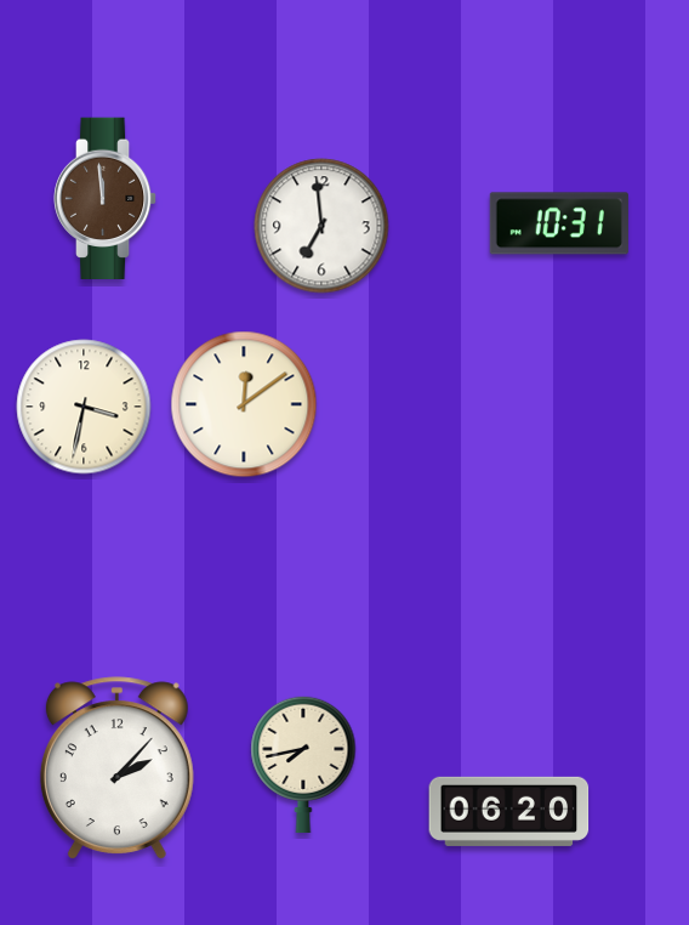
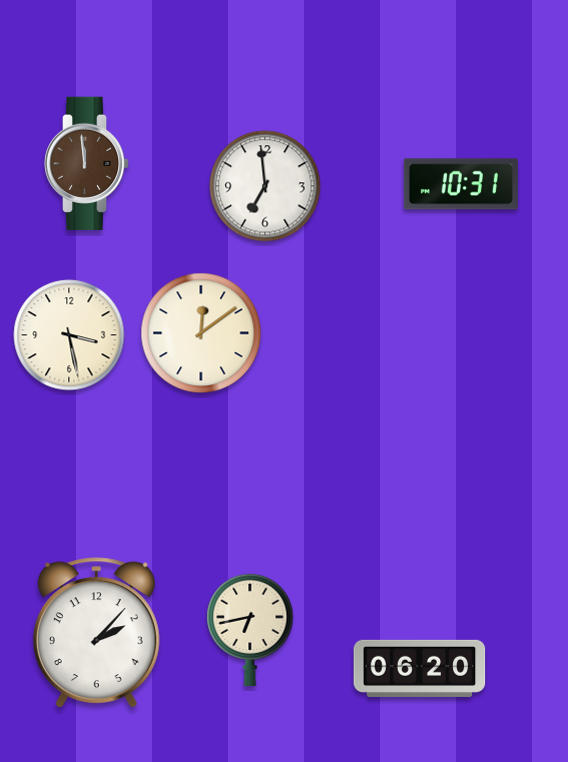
clock at (84, 407): 3:32 -> 3:28
clock at (303, 765): 7:43 -> 6:43
